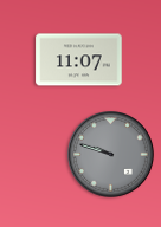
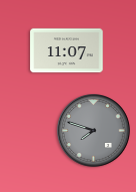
clock at (111, 155): 9:48 -> 7:48
